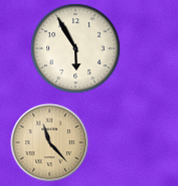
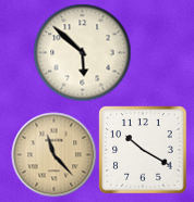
clock at (75, 48): 5:55 -> 5:52
clock at (143, 150): none -> 10:20
